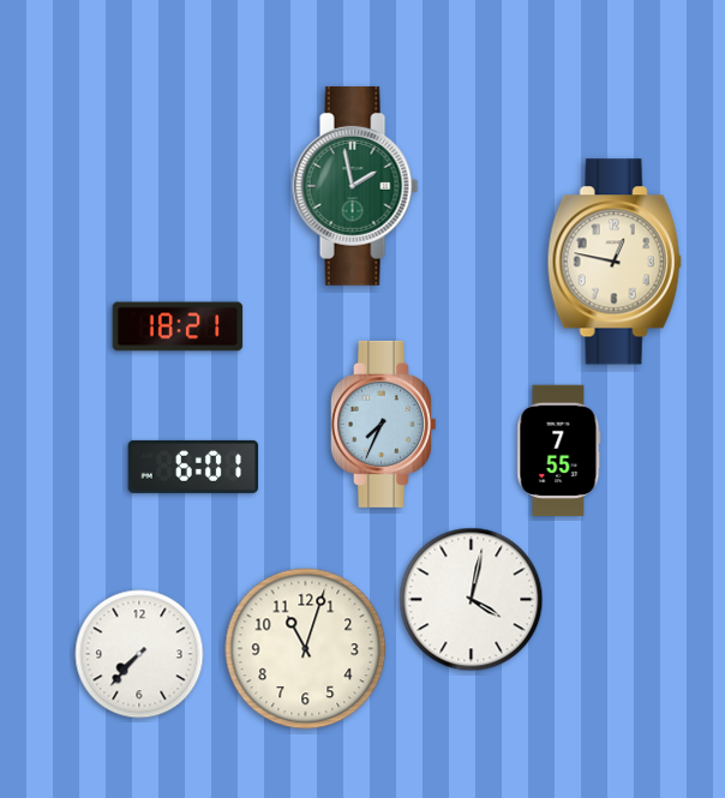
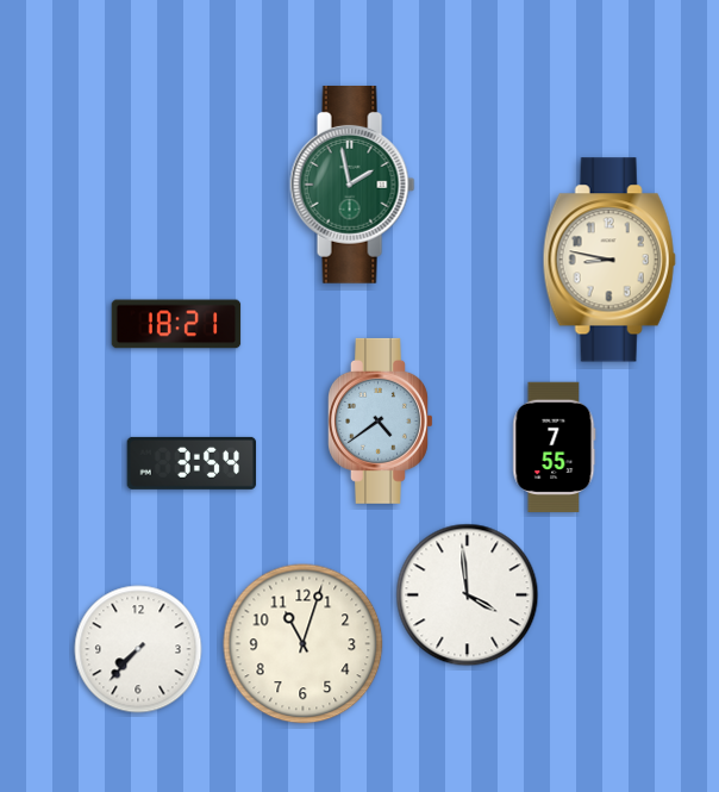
clock at (615, 262): 12:47 -> 8:47
clock at (384, 424): 7:34 -> 4:39
clock at (193, 467): 6:01 -> 3:54
clock at (472, 600): 4:02 -> 3:59
